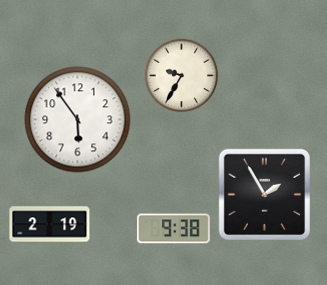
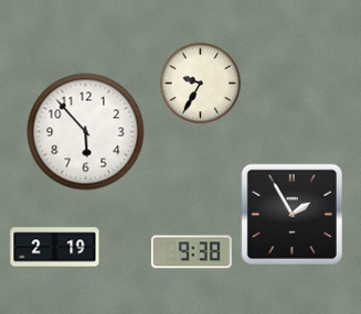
clock at (78, 120): 5:54 -> 5:53
